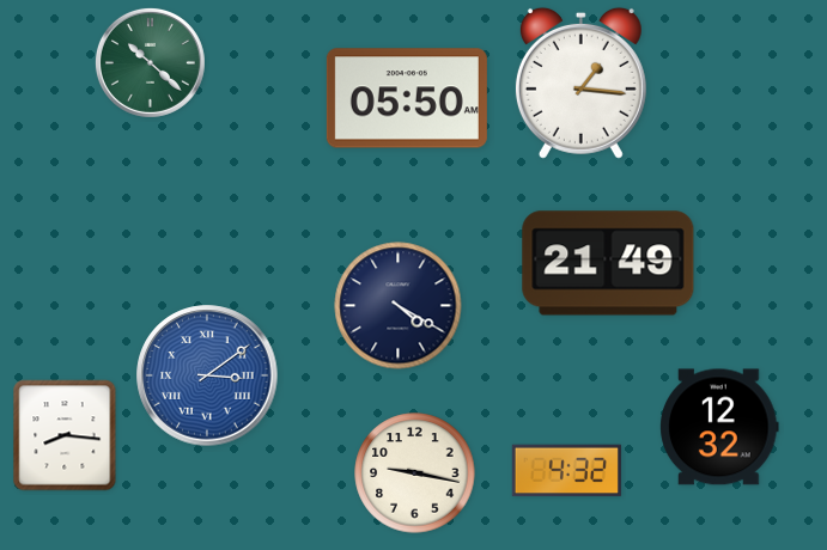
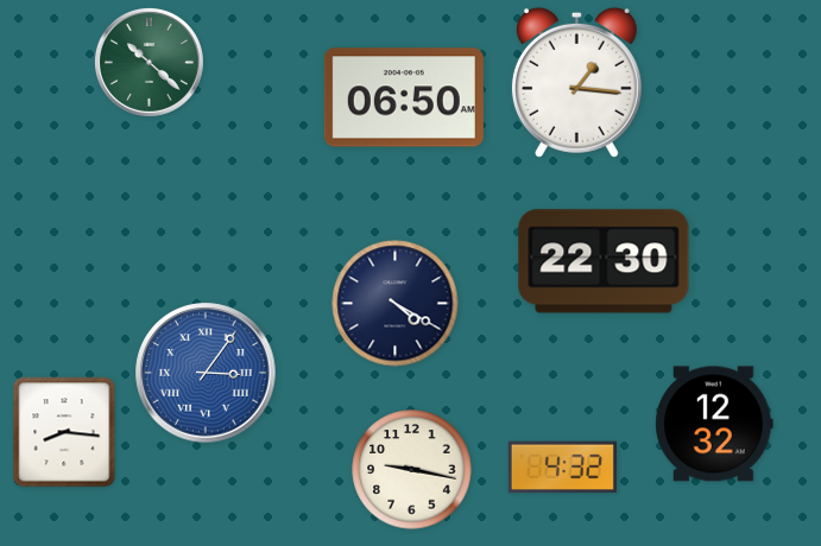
clock at (407, 98): 05:50 -> 06:50
clock at (608, 263): 21:49 -> 22:30
clock at (207, 375): 3:09 -> 3:06
